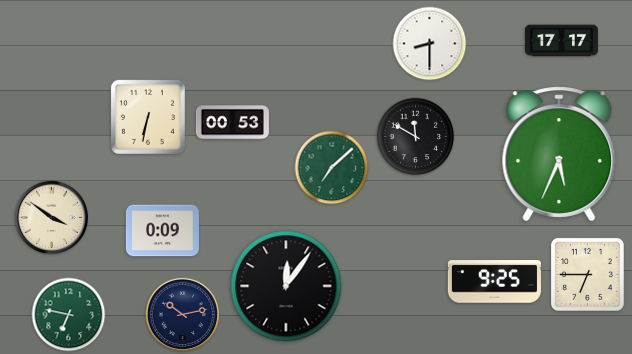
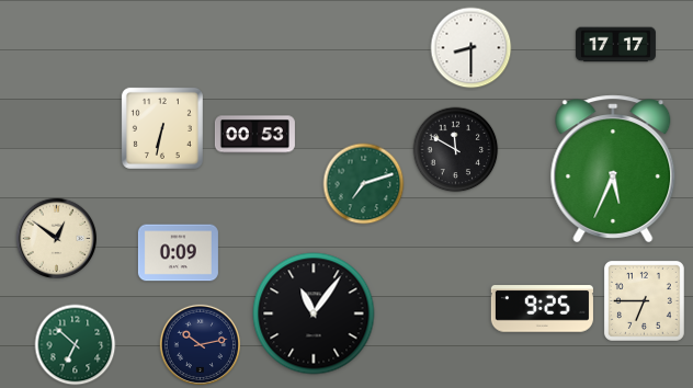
clock at (332, 168): 7:08 -> 7:12
clock at (51, 217): 3:51 -> 12:51
clock at (286, 286): 12:06 -> 11:06
clock at (69, 315): 6:47 -> 6:52
